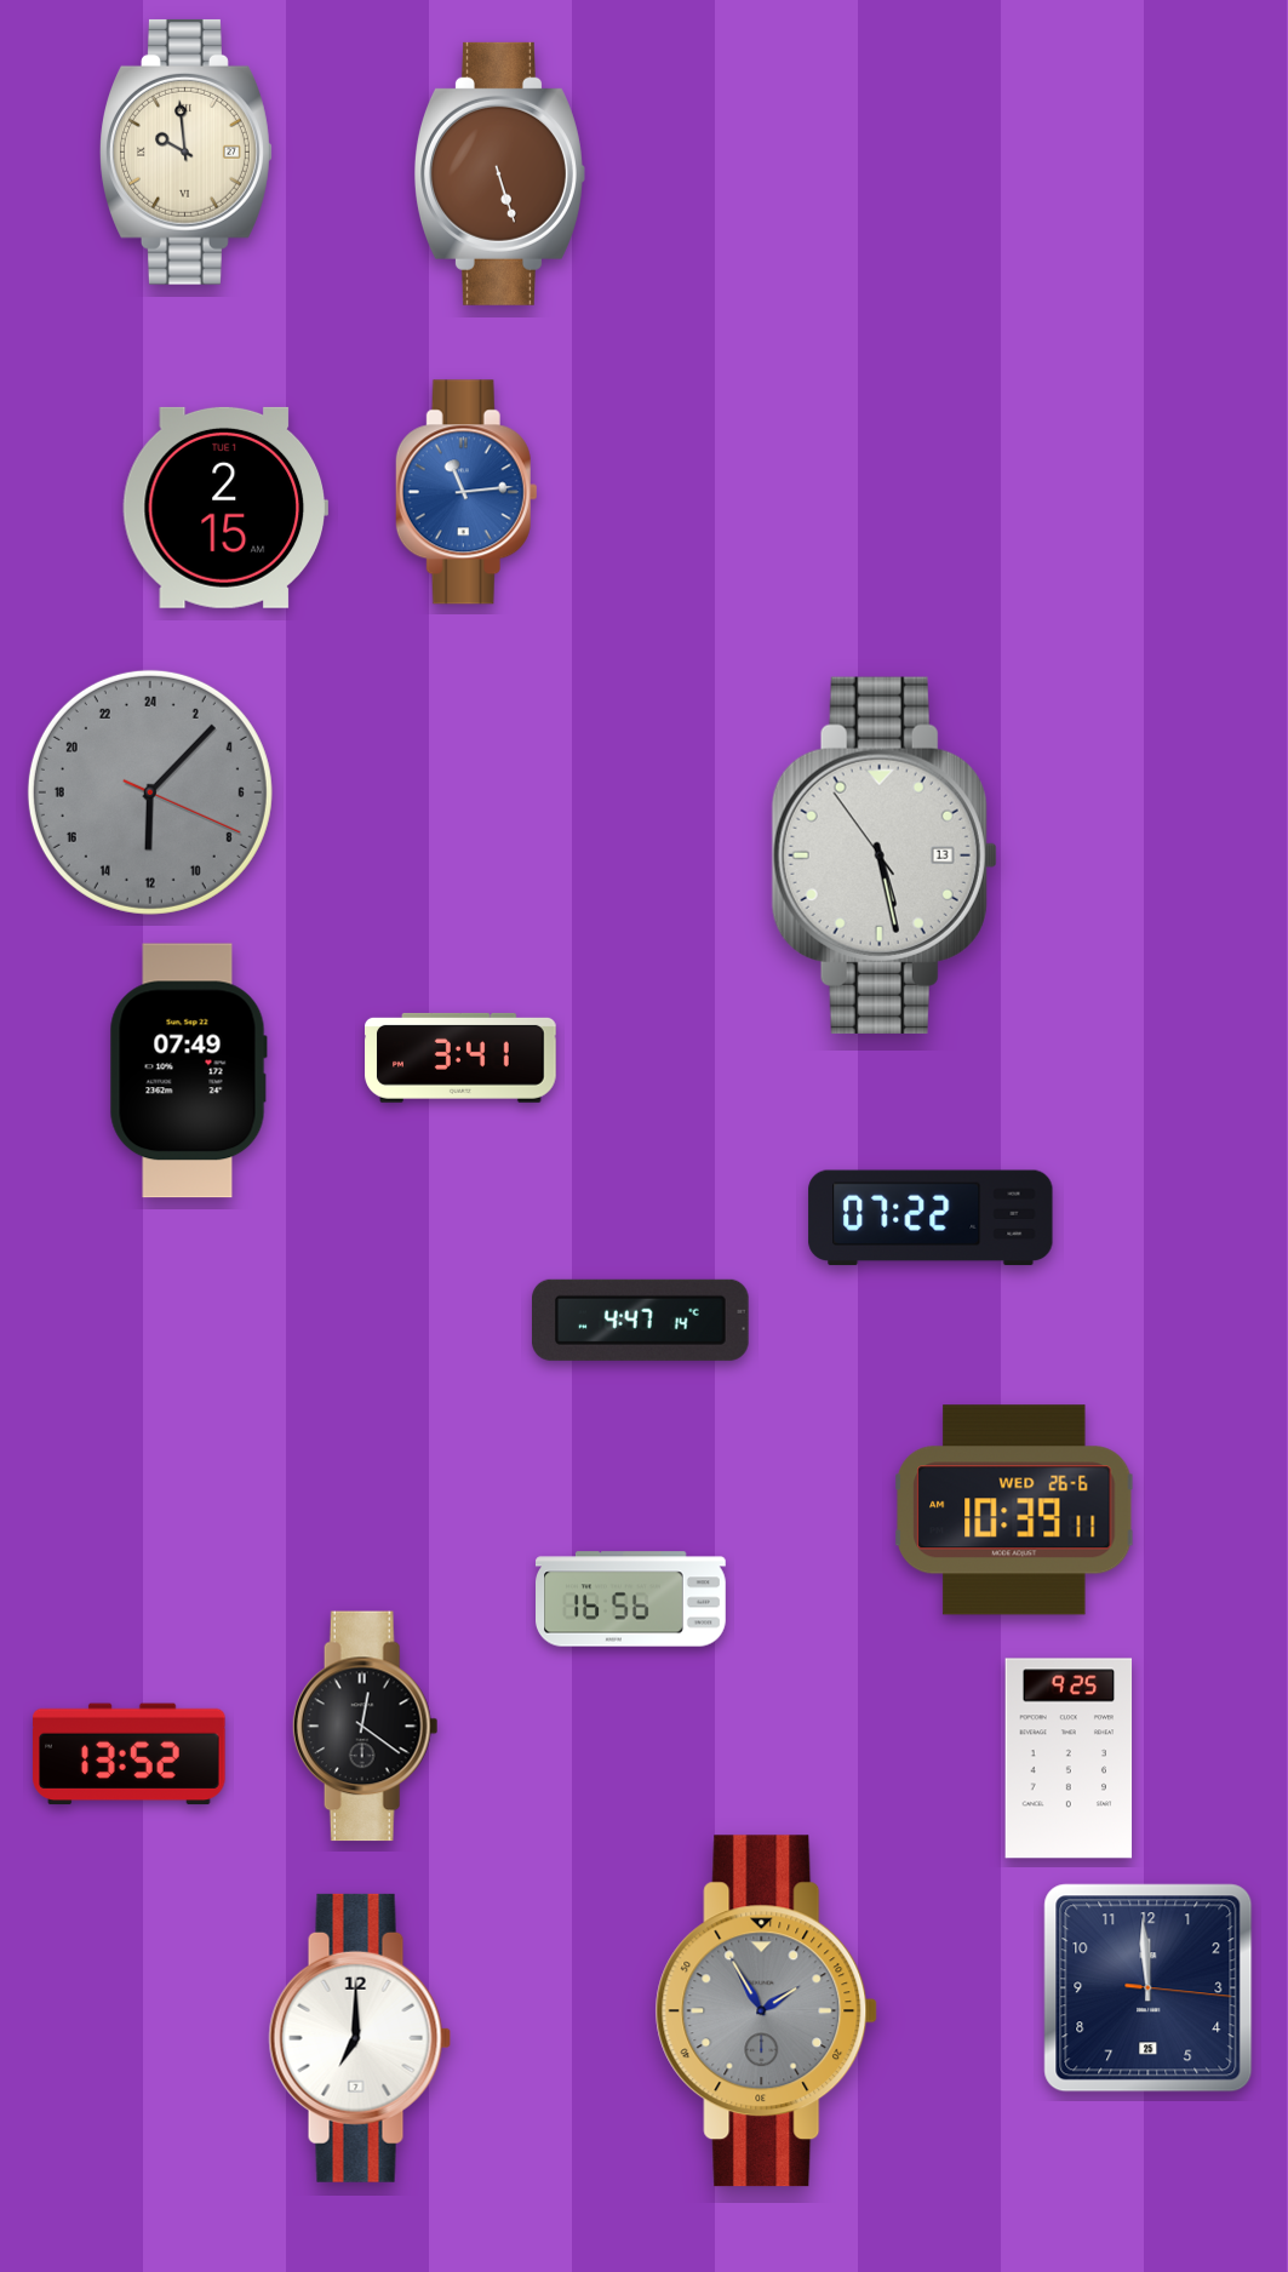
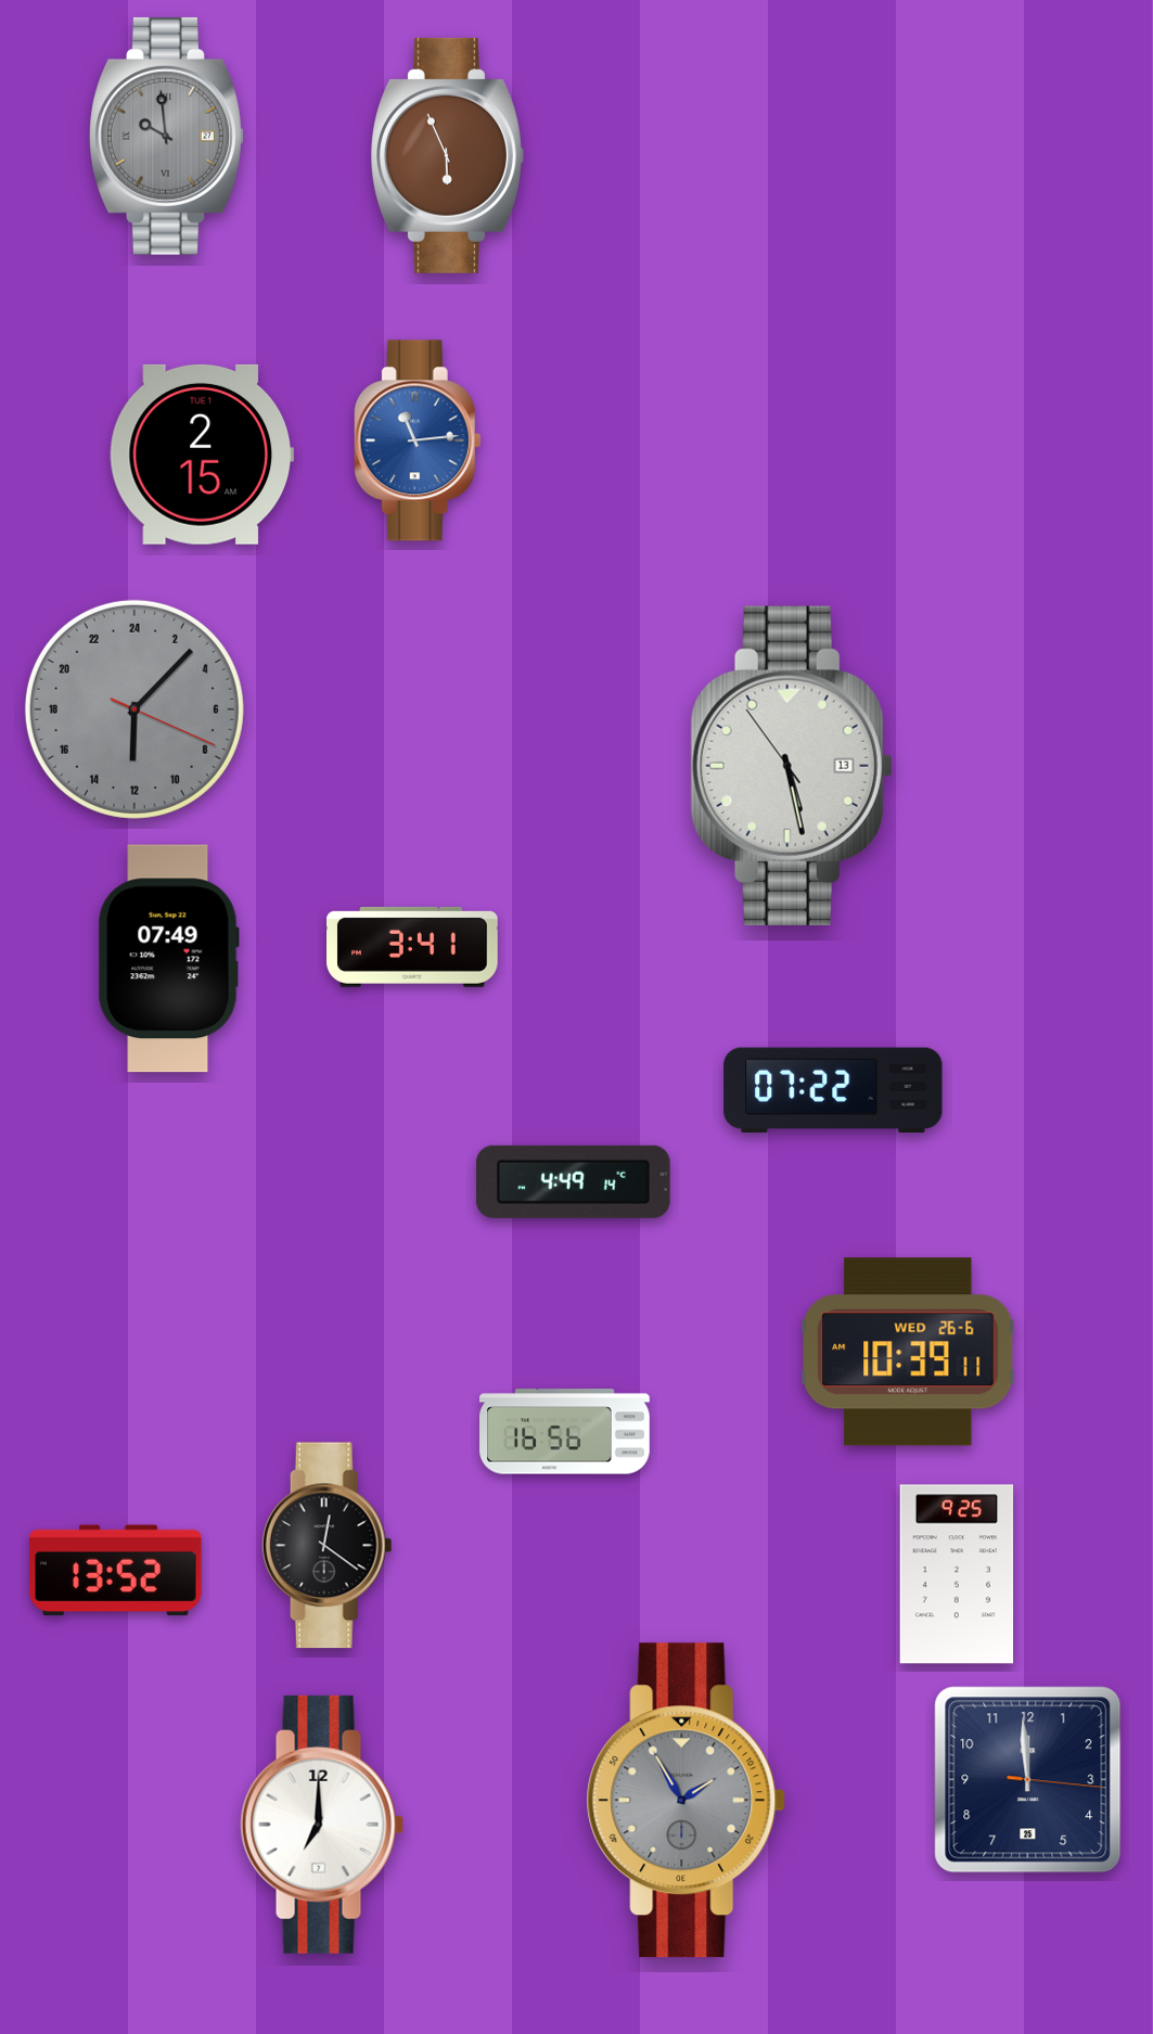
clock at (187, 151) dial: cream -> grey
clock at (499, 173): 5:27 -> 5:56
clock at (641, 1320): 4:47 -> 4:49
